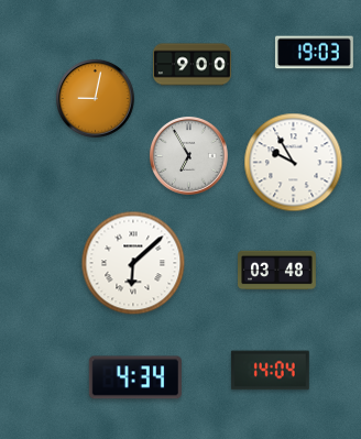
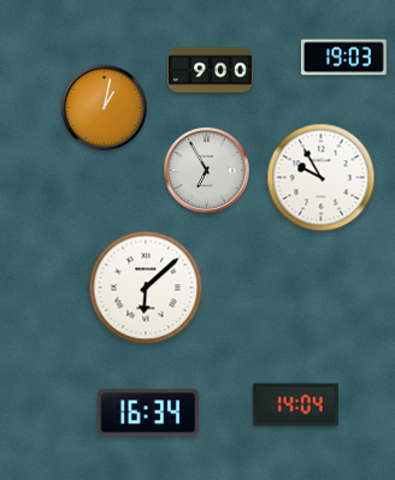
clock at (95, 98): 9:02 -> 1:02
clock at (277, 271): 03:48 -> none
clock at (135, 377): 4:34 -> 16:34
